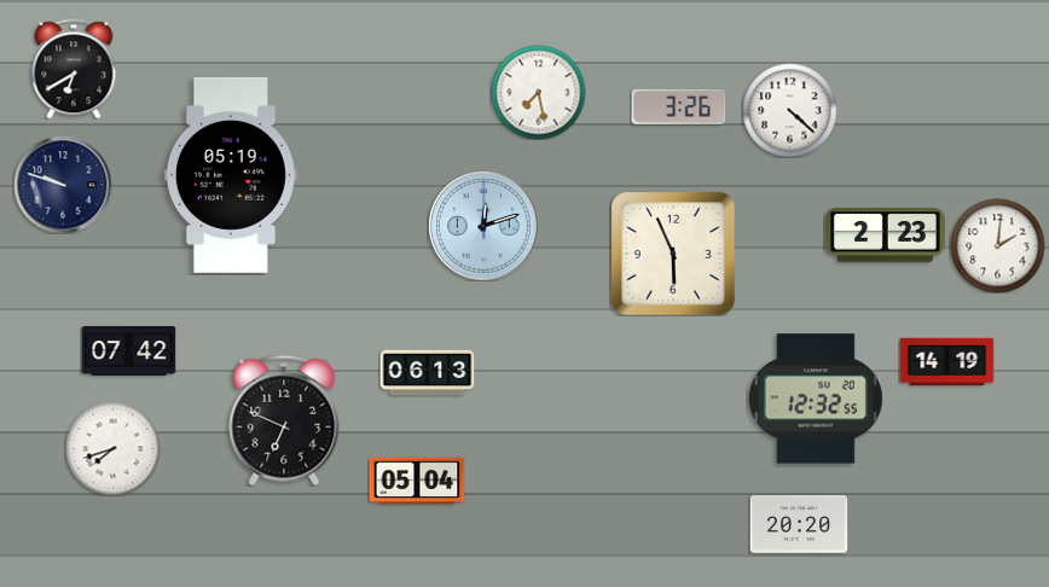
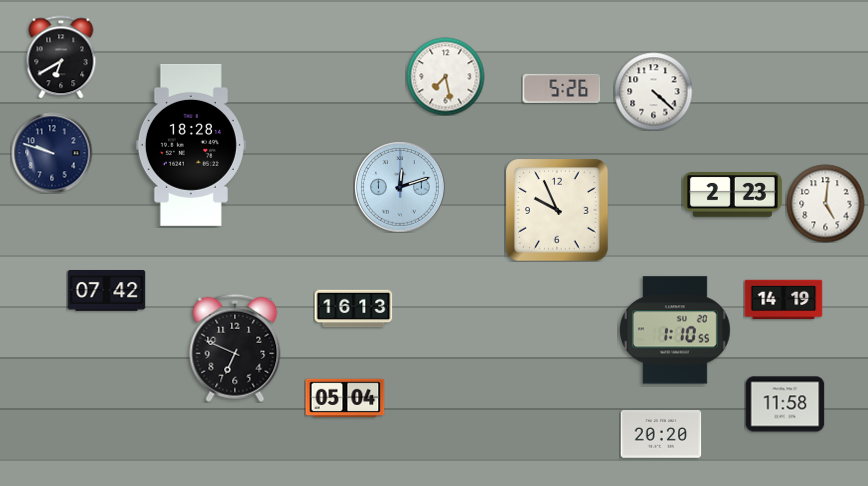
clock at (678, 106): 3:26 -> 5:26
clock at (231, 175): 05:19 -> 18:28
clock at (997, 245): 2:01 -> 5:01
clock at (673, 254): 5:56 -> 9:56
clock at (427, 373): 06:13 -> 16:13
clock at (816, 399): 12:32 -> 1:10
clock at (112, 448): 7:42 -> none
clock at (785, 404): none -> 11:58
